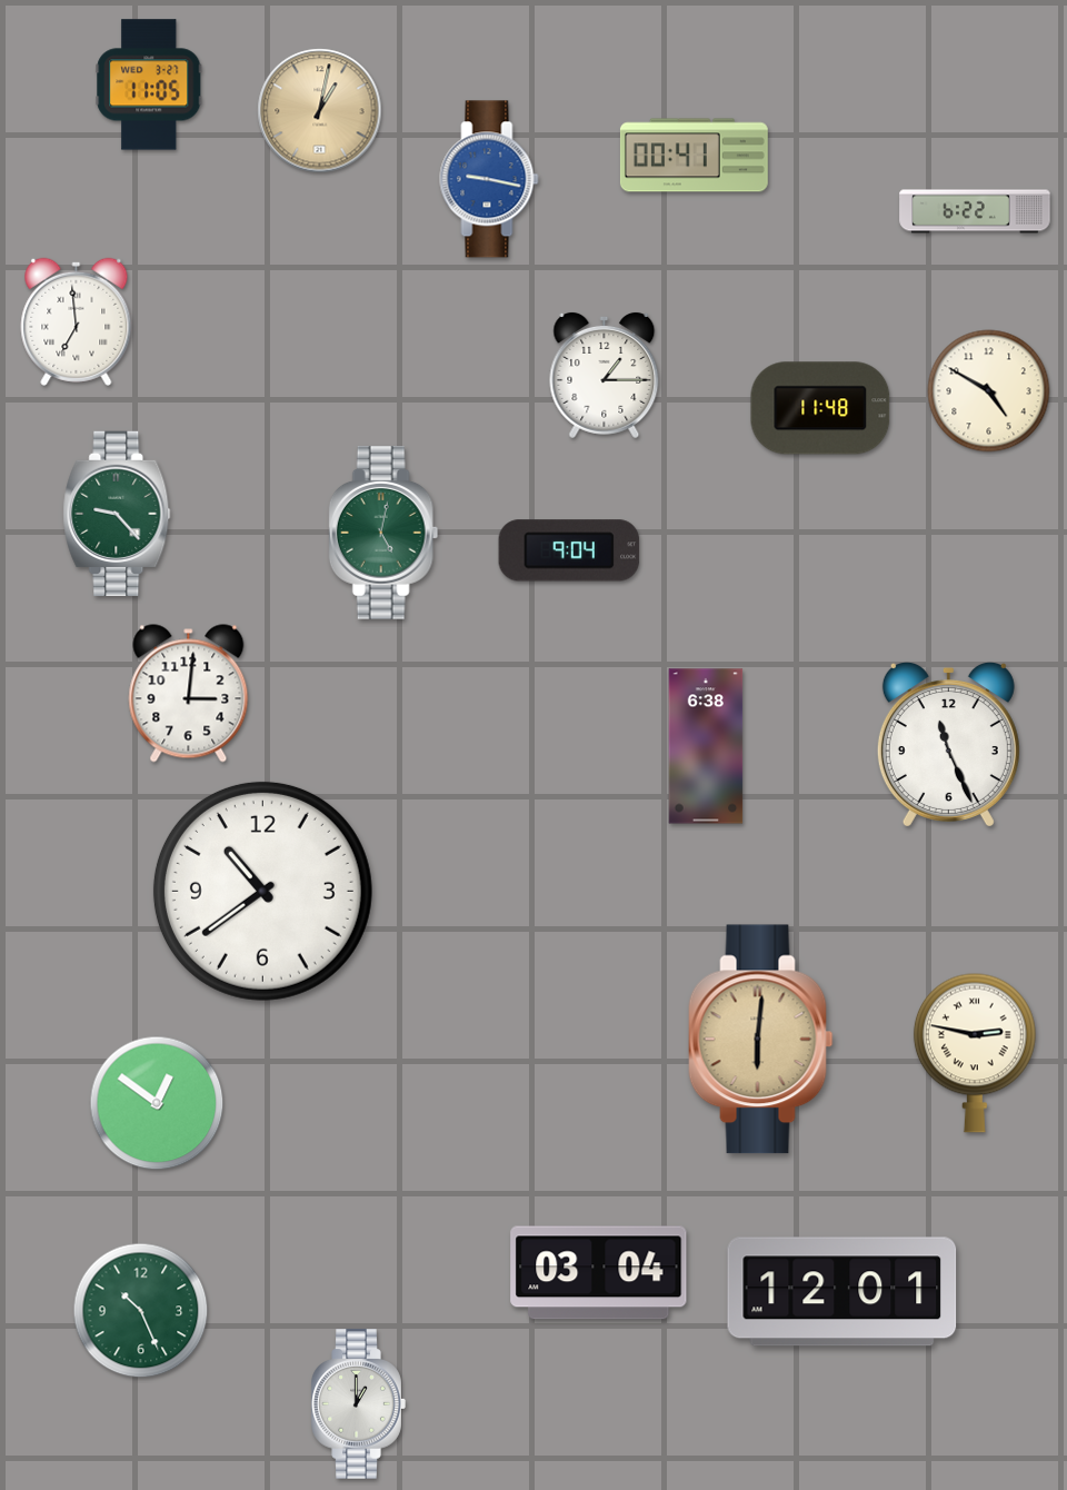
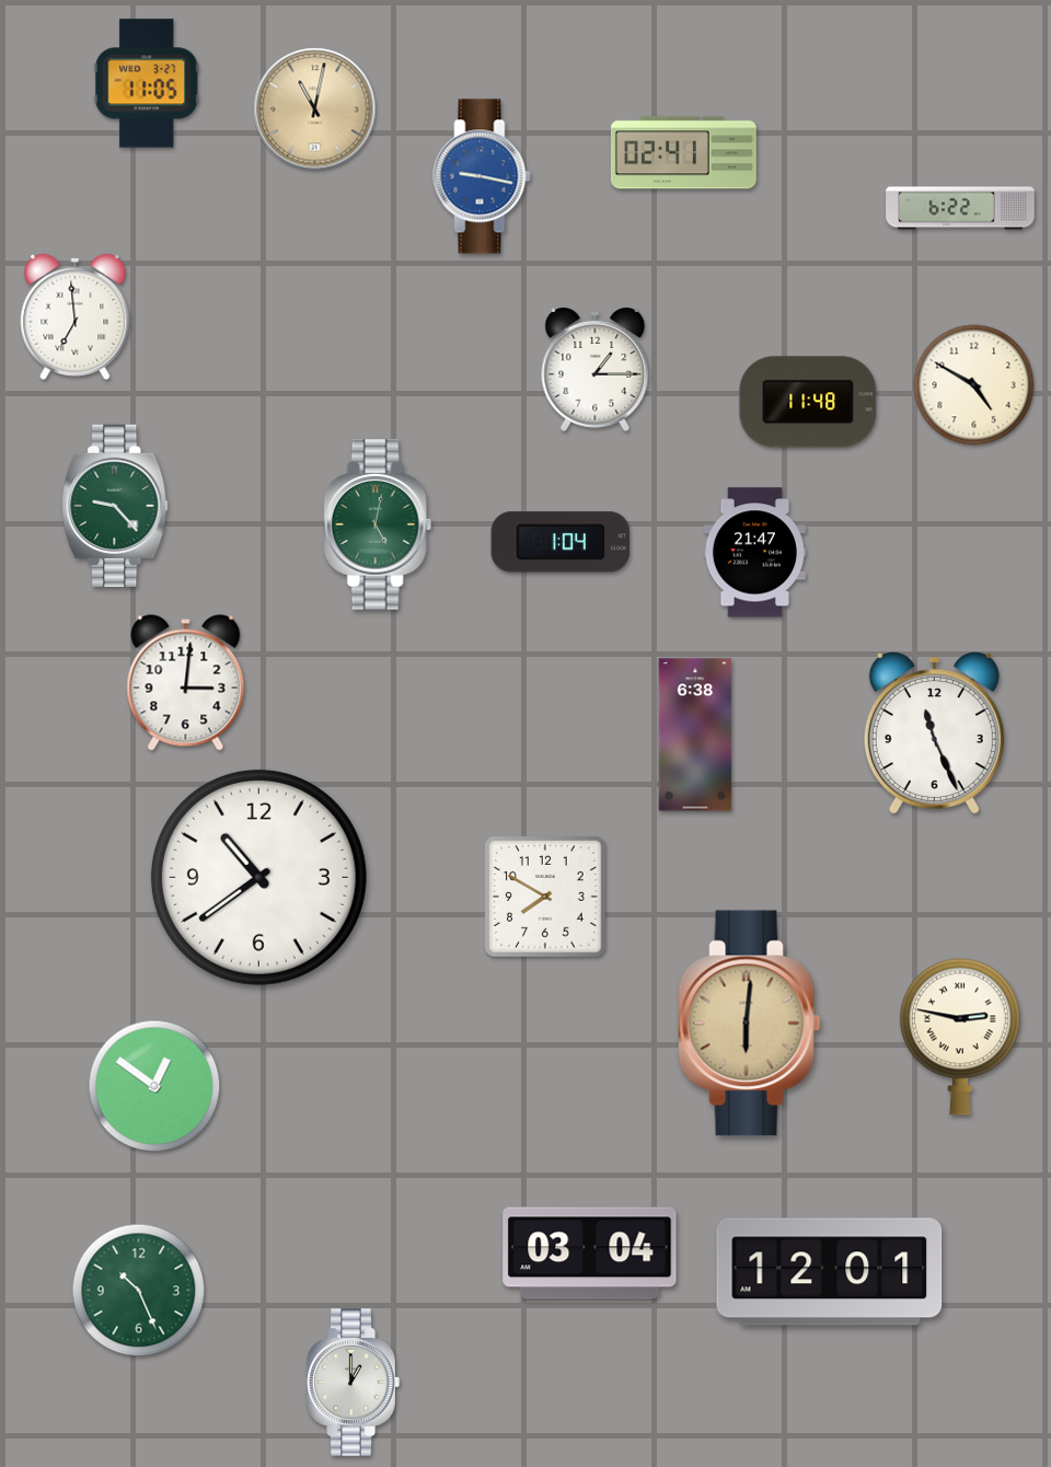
clock at (320, 111): 1:02 -> 11:02
clock at (694, 156): 00:41 -> 02:41
clock at (569, 550): 9:04 -> 1:04
clock at (754, 553): none -> 21:47
clock at (545, 897): none -> 7:50
